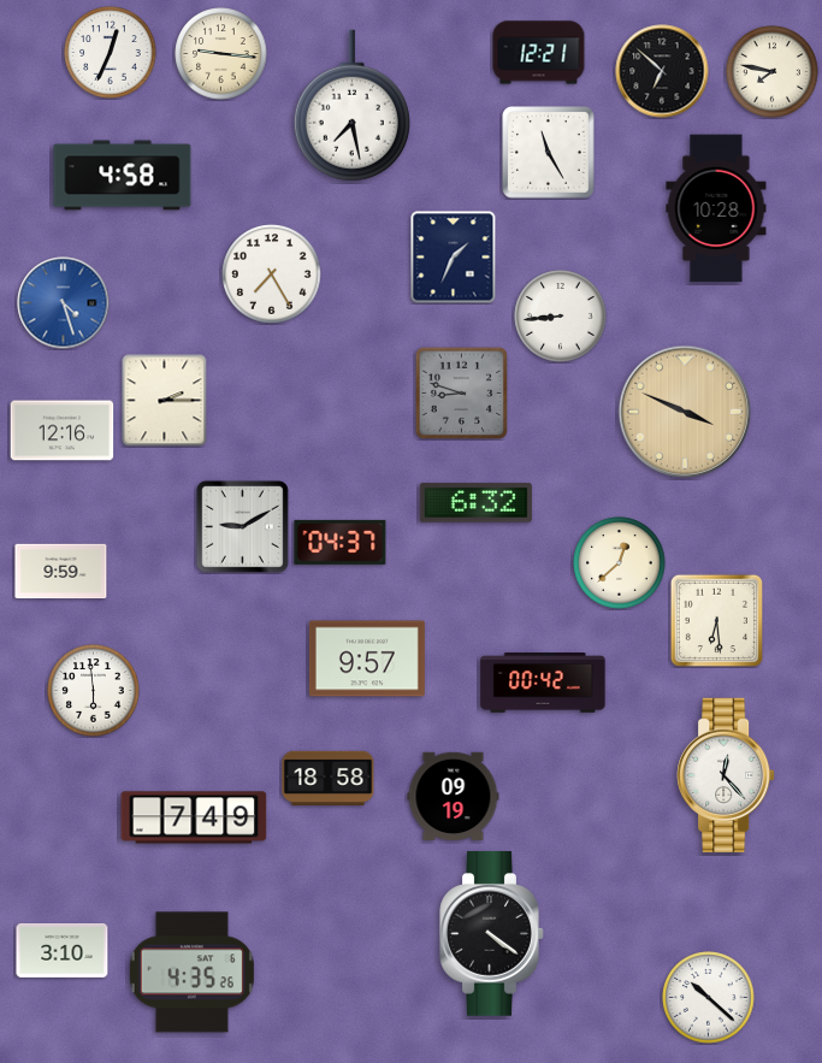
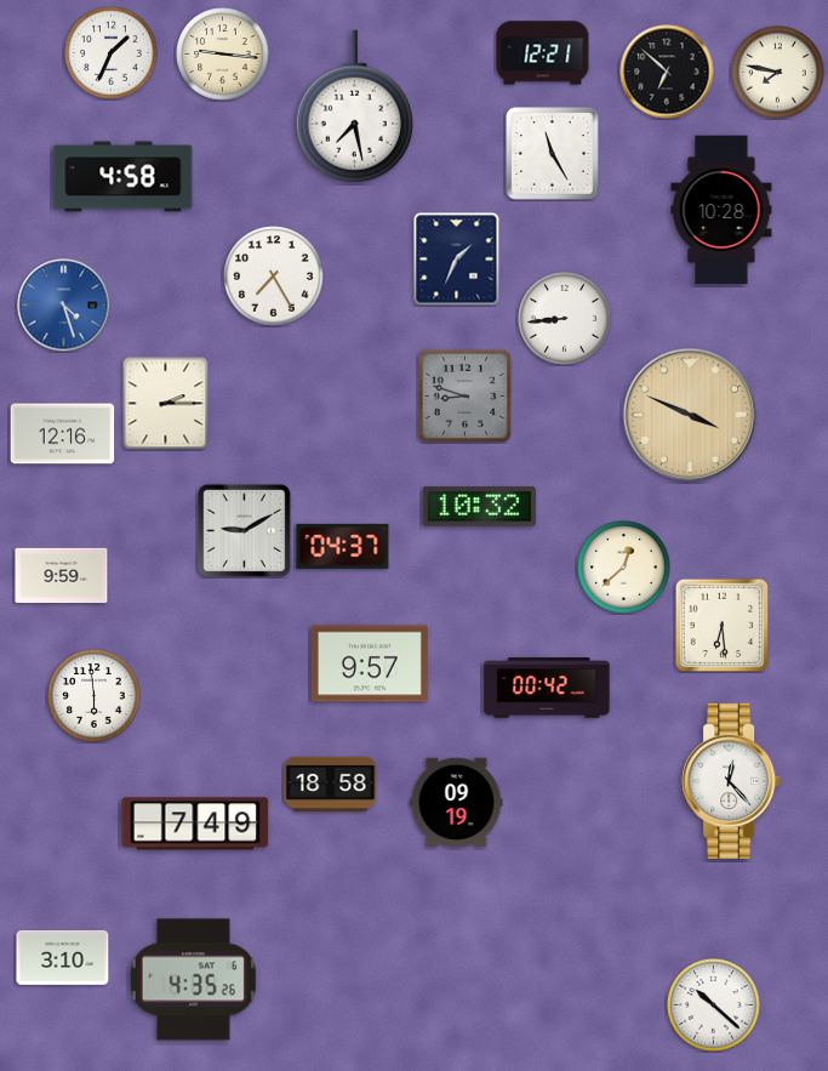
clock at (111, 53): 12:34 -> 1:34
clock at (475, 503): 6:32 -> 10:32
clock at (492, 934): 4:21 -> none
